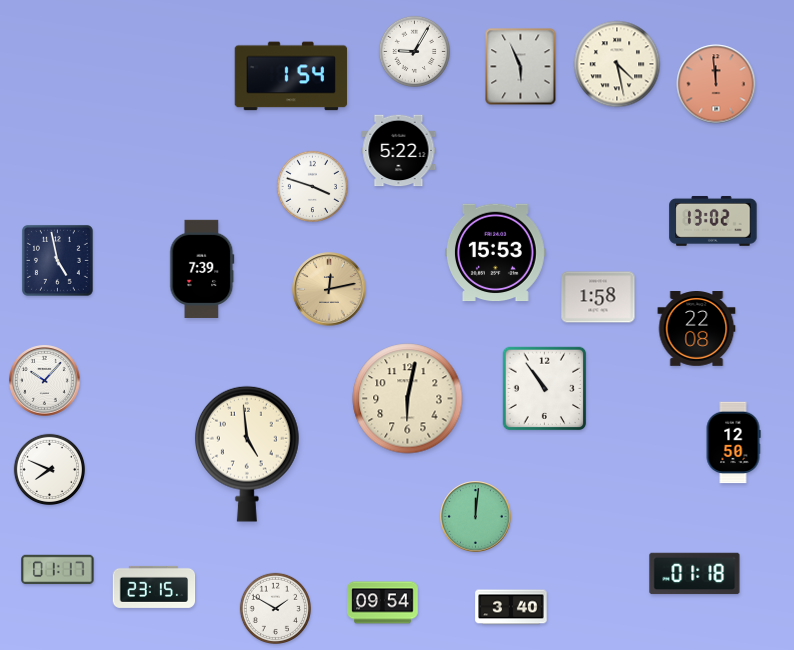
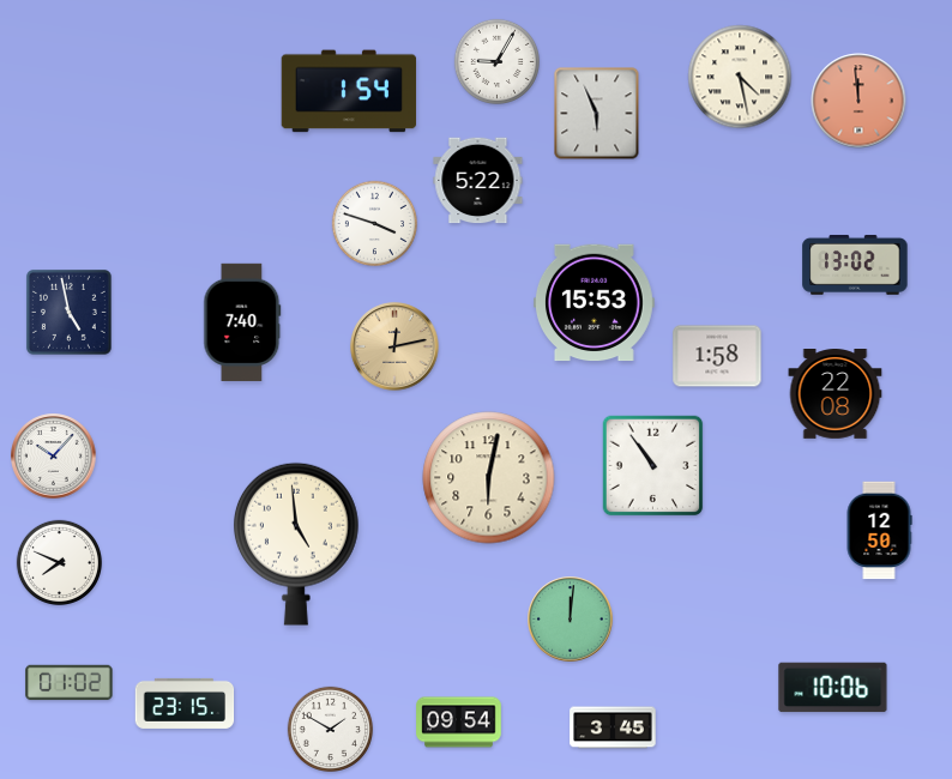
clock at (521, 67) position: (521, 67) -> (597, 114)
clock at (202, 269): 7:39 -> 7:40
clock at (58, 570): 01:17 -> 01:02
clock at (695, 574): 01:18 -> 10:06
clock at (511, 607): 3:40 -> 3:45
